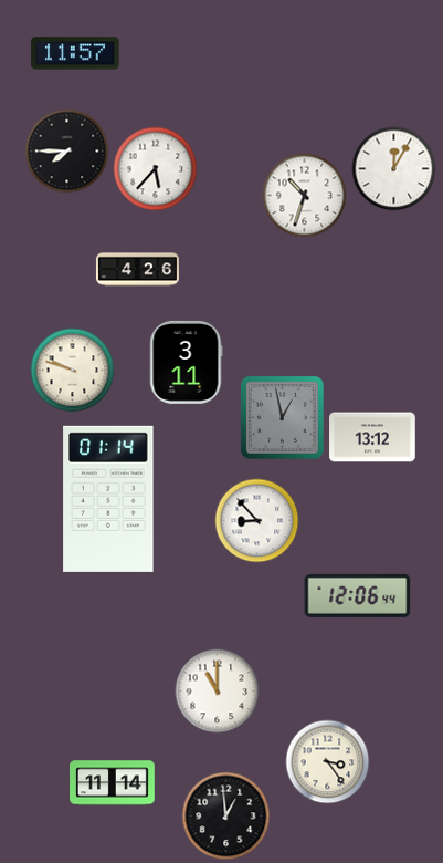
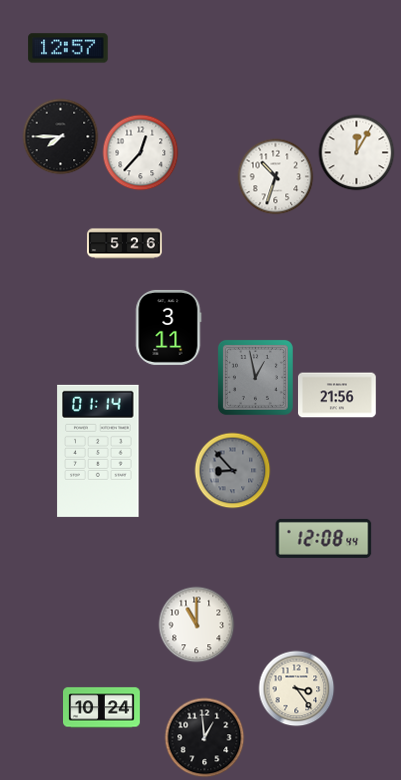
clock at (75, 53): 11:57 -> 12:57
clock at (156, 169): 5:37 -> 12:37
clock at (137, 270): 4:26 -> 5:26
clock at (73, 371): 9:48 -> none
clock at (372, 437): 13:12 -> 21:56
clock at (257, 521) dial: white -> grey
clock at (358, 595): 12:06 -> 12:08
clock at (113, 783): 11:14 -> 10:24
